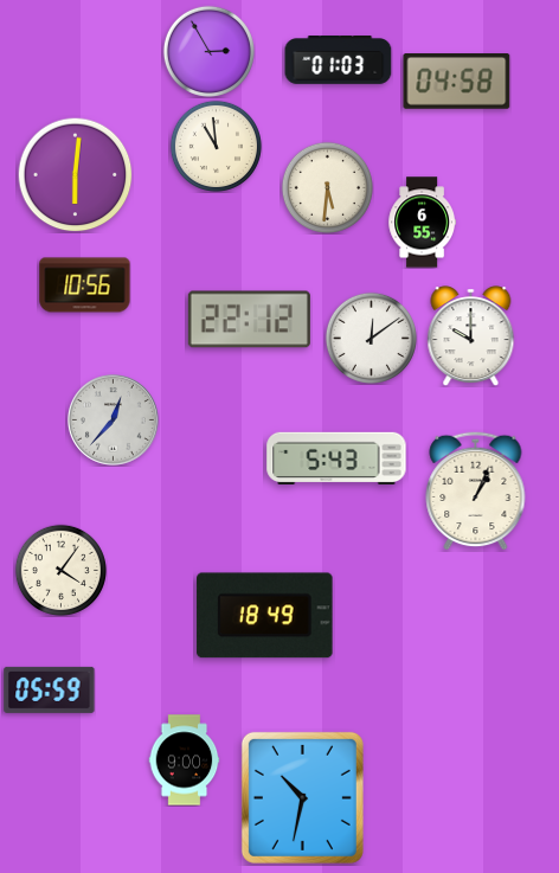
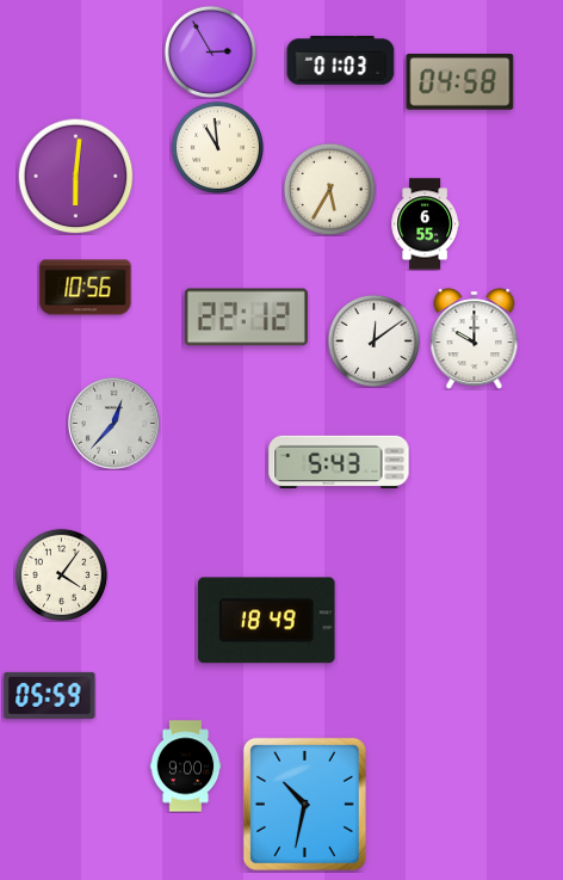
clock at (327, 187): 5:31 -> 5:35
clock at (249, 320) position: (249, 320) -> (246, 318)
clock at (476, 490): 1:04 -> none
